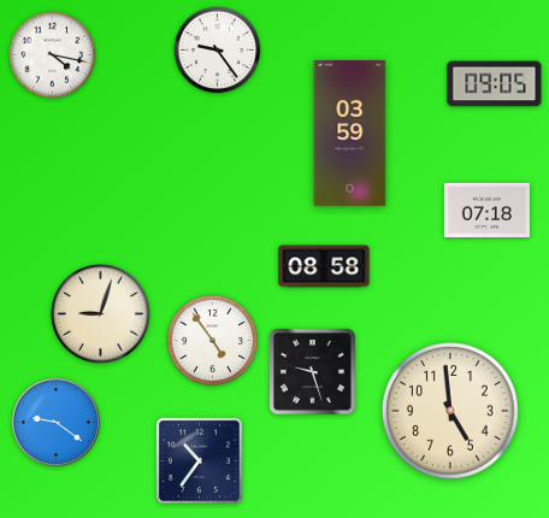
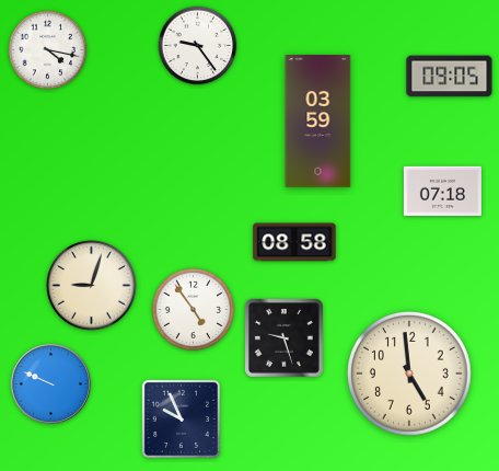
clock at (55, 422): 9:21 -> 9:49
clock at (199, 460): 10:36 -> 9:56
